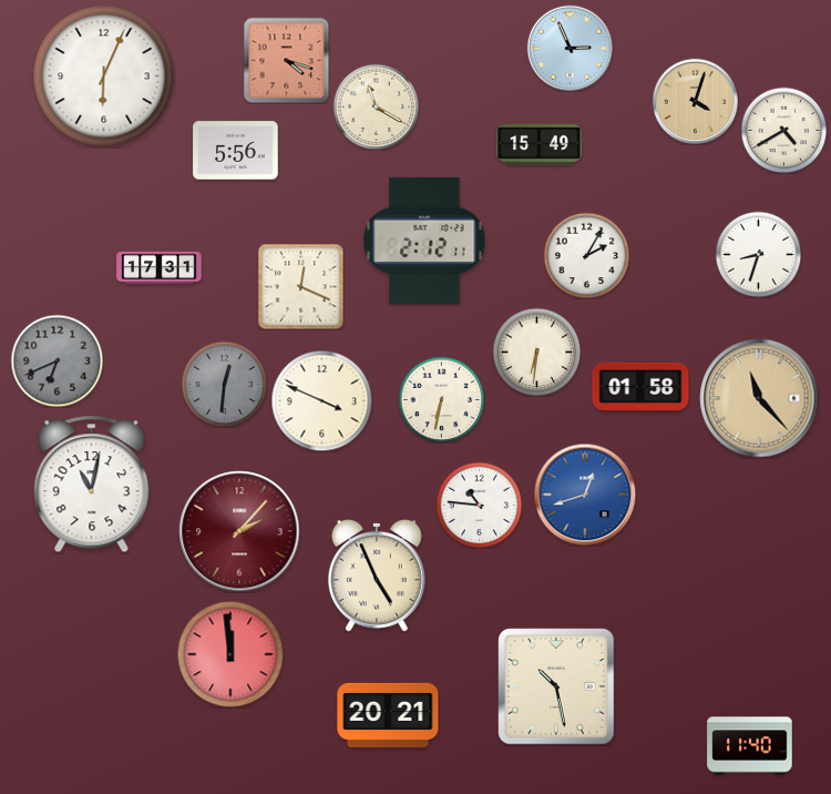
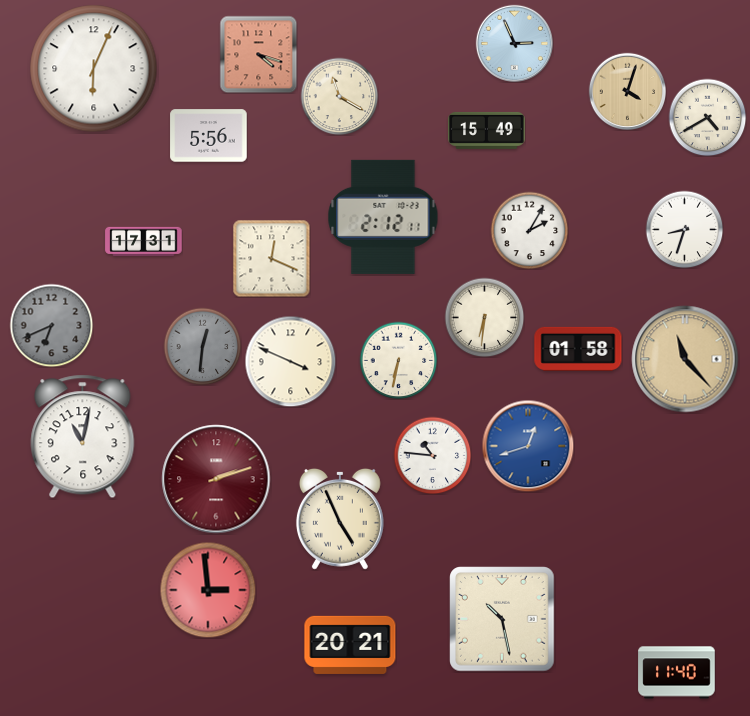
clock at (236, 151) position: (236, 151) -> (209, 136)
clock at (239, 531): 2:07 -> 2:12
clock at (230, 654): 11:59 -> 2:59
